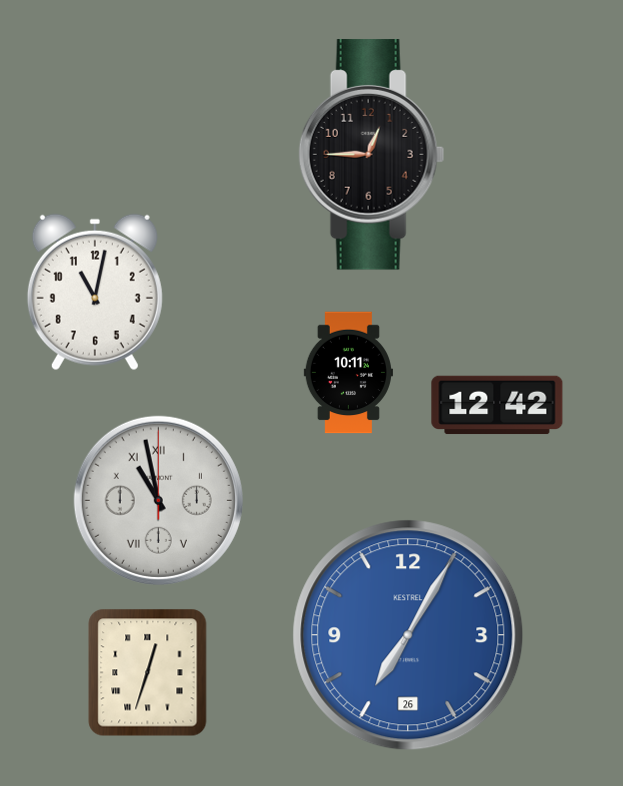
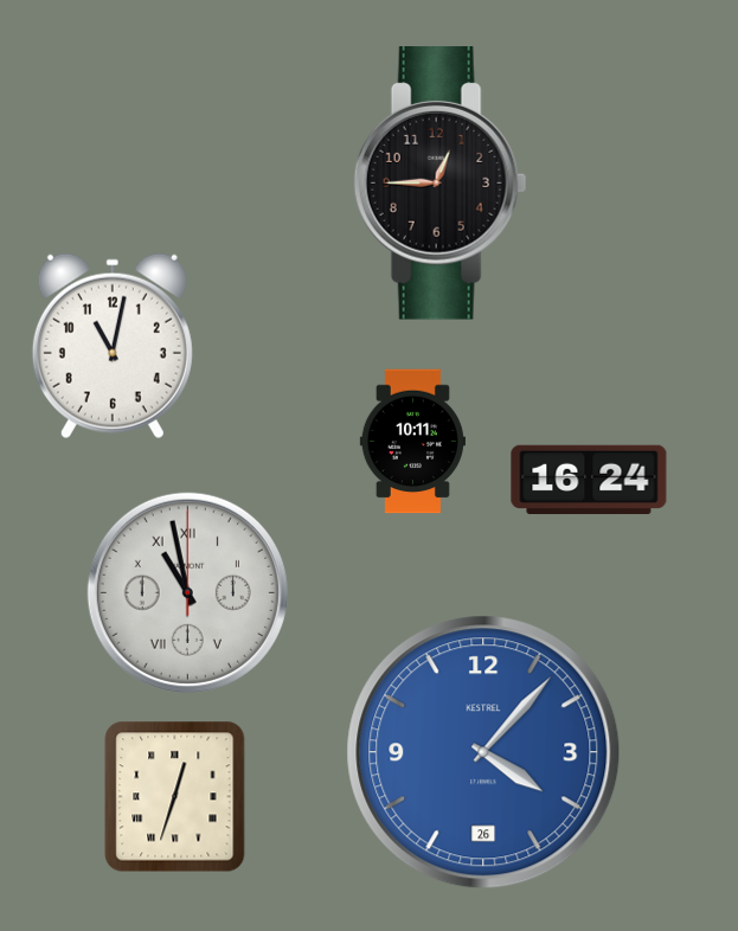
clock at (497, 405): 12:42 -> 16:24
clock at (408, 635): 7:05 -> 4:07
